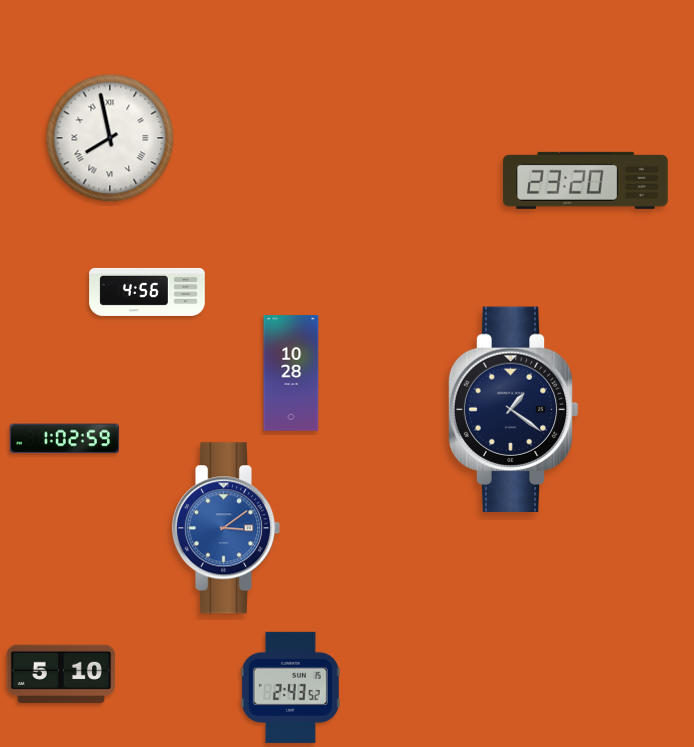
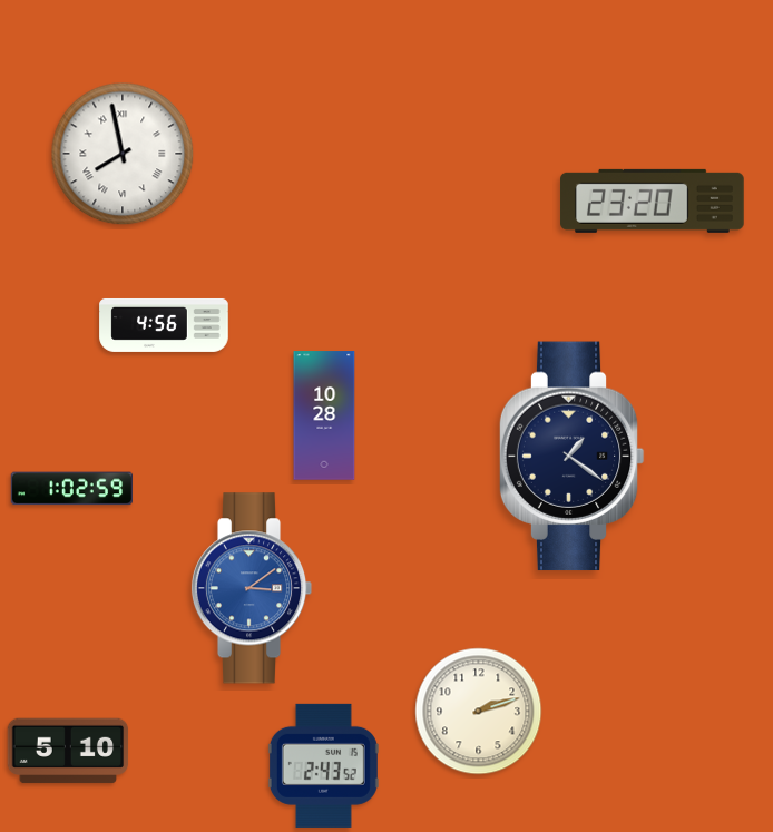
clock at (479, 712): none -> 2:12
